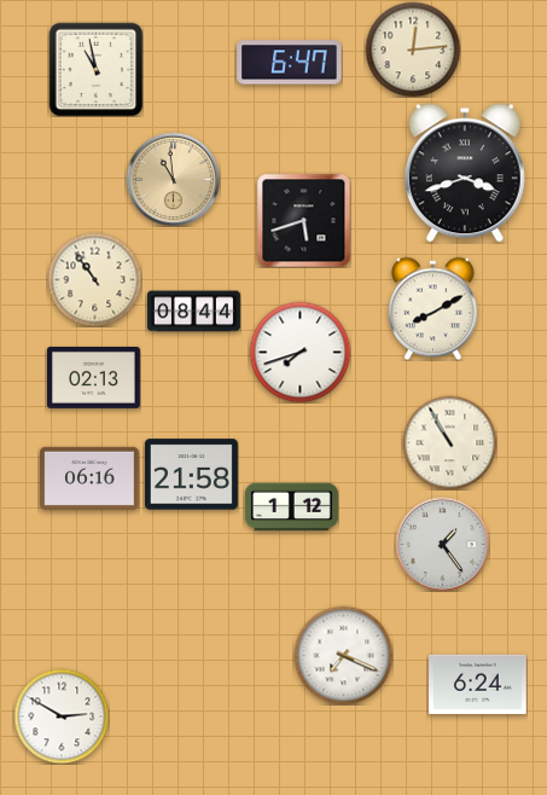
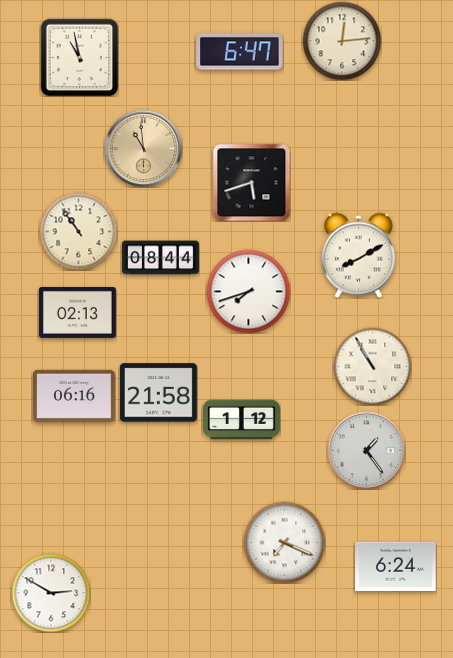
clock at (465, 173): 3:42 -> none
